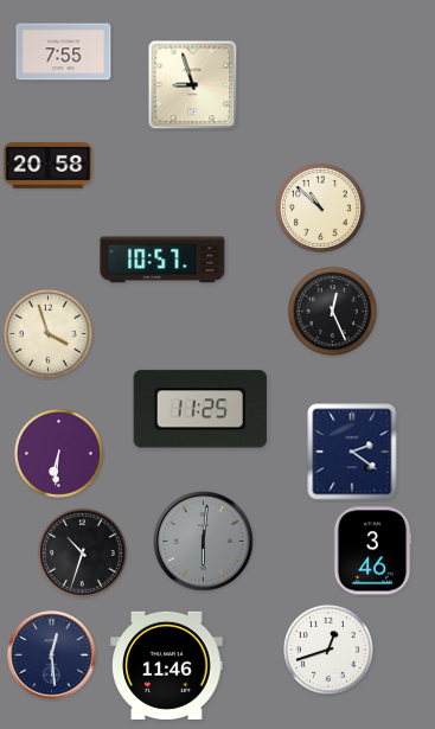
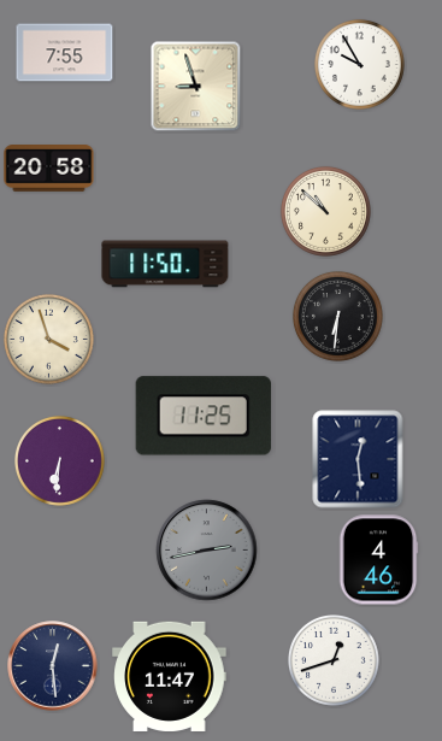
clock at (359, 64): none -> 9:55
clock at (162, 260): 10:57 -> 11:50
clock at (332, 311): 12:26 -> 6:31
clock at (352, 452): 2:21 -> 12:29
clock at (204, 542): 6:01 -> 2:43
clock at (372, 551): 3:46 -> 4:46
clock at (82, 552): 10:33 -> none
clock at (167, 665): 11:46 -> 11:47
